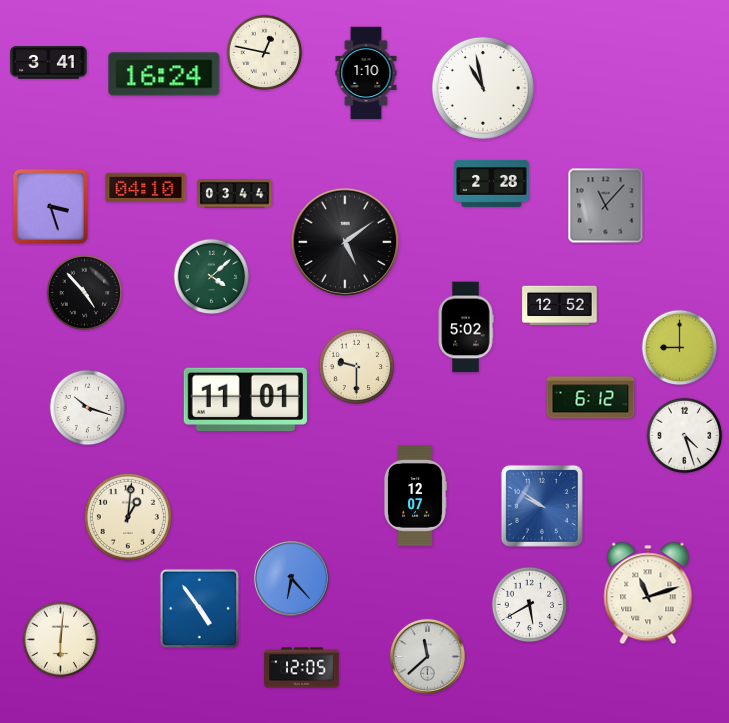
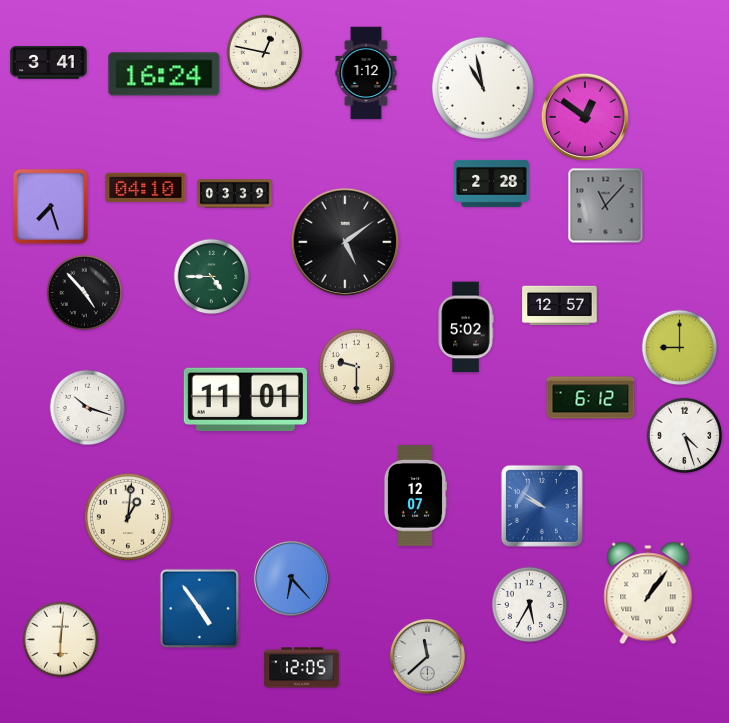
clock at (366, 73): 1:10 -> 1:12
clock at (585, 117): none -> 12:51
clock at (235, 194): 03:44 -> 03:39
clock at (50, 206): 3:27 -> 7:27
clock at (212, 277): 4:08 -> 4:45
clock at (560, 306): 12:52 -> 12:57
clock at (648, 593): 11:12 -> 1:06
clock at (530, 605): 5:40 -> 5:35
